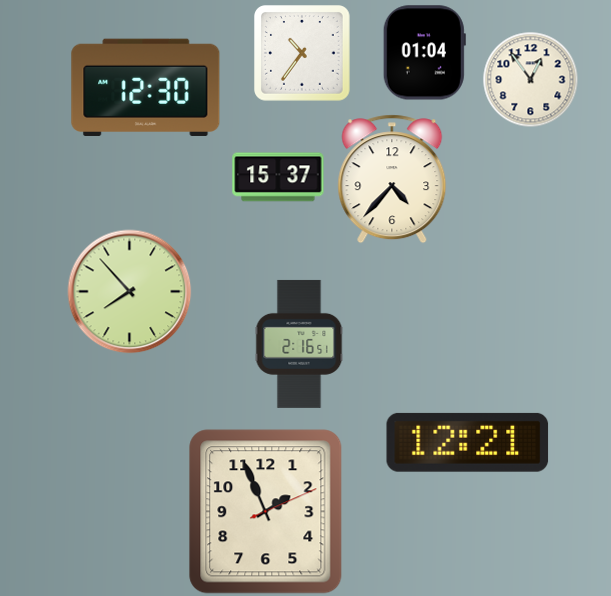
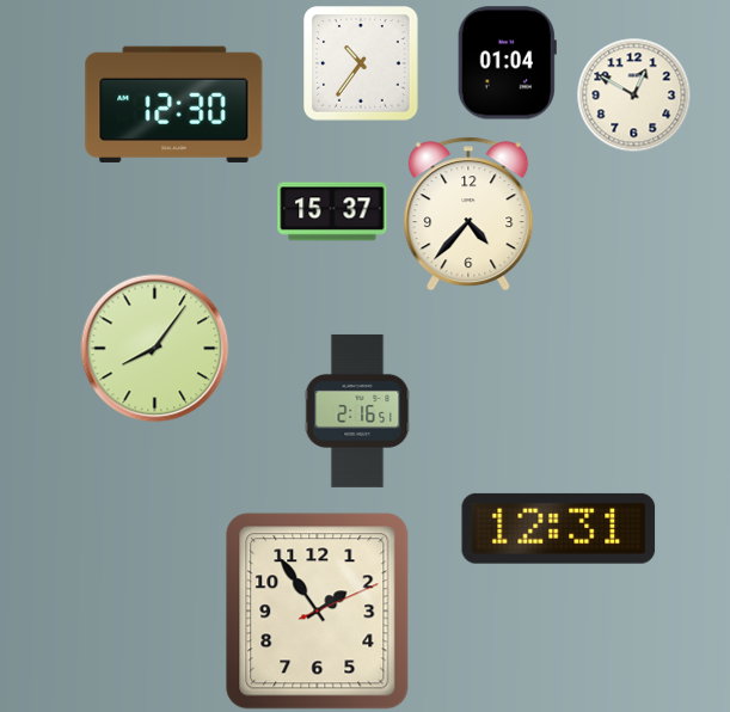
clock at (530, 79): 12:54 -> 12:50
clock at (130, 292): 7:53 -> 8:06
clock at (468, 442): 12:21 -> 12:31
clock at (266, 512): 1:56 -> 1:54
